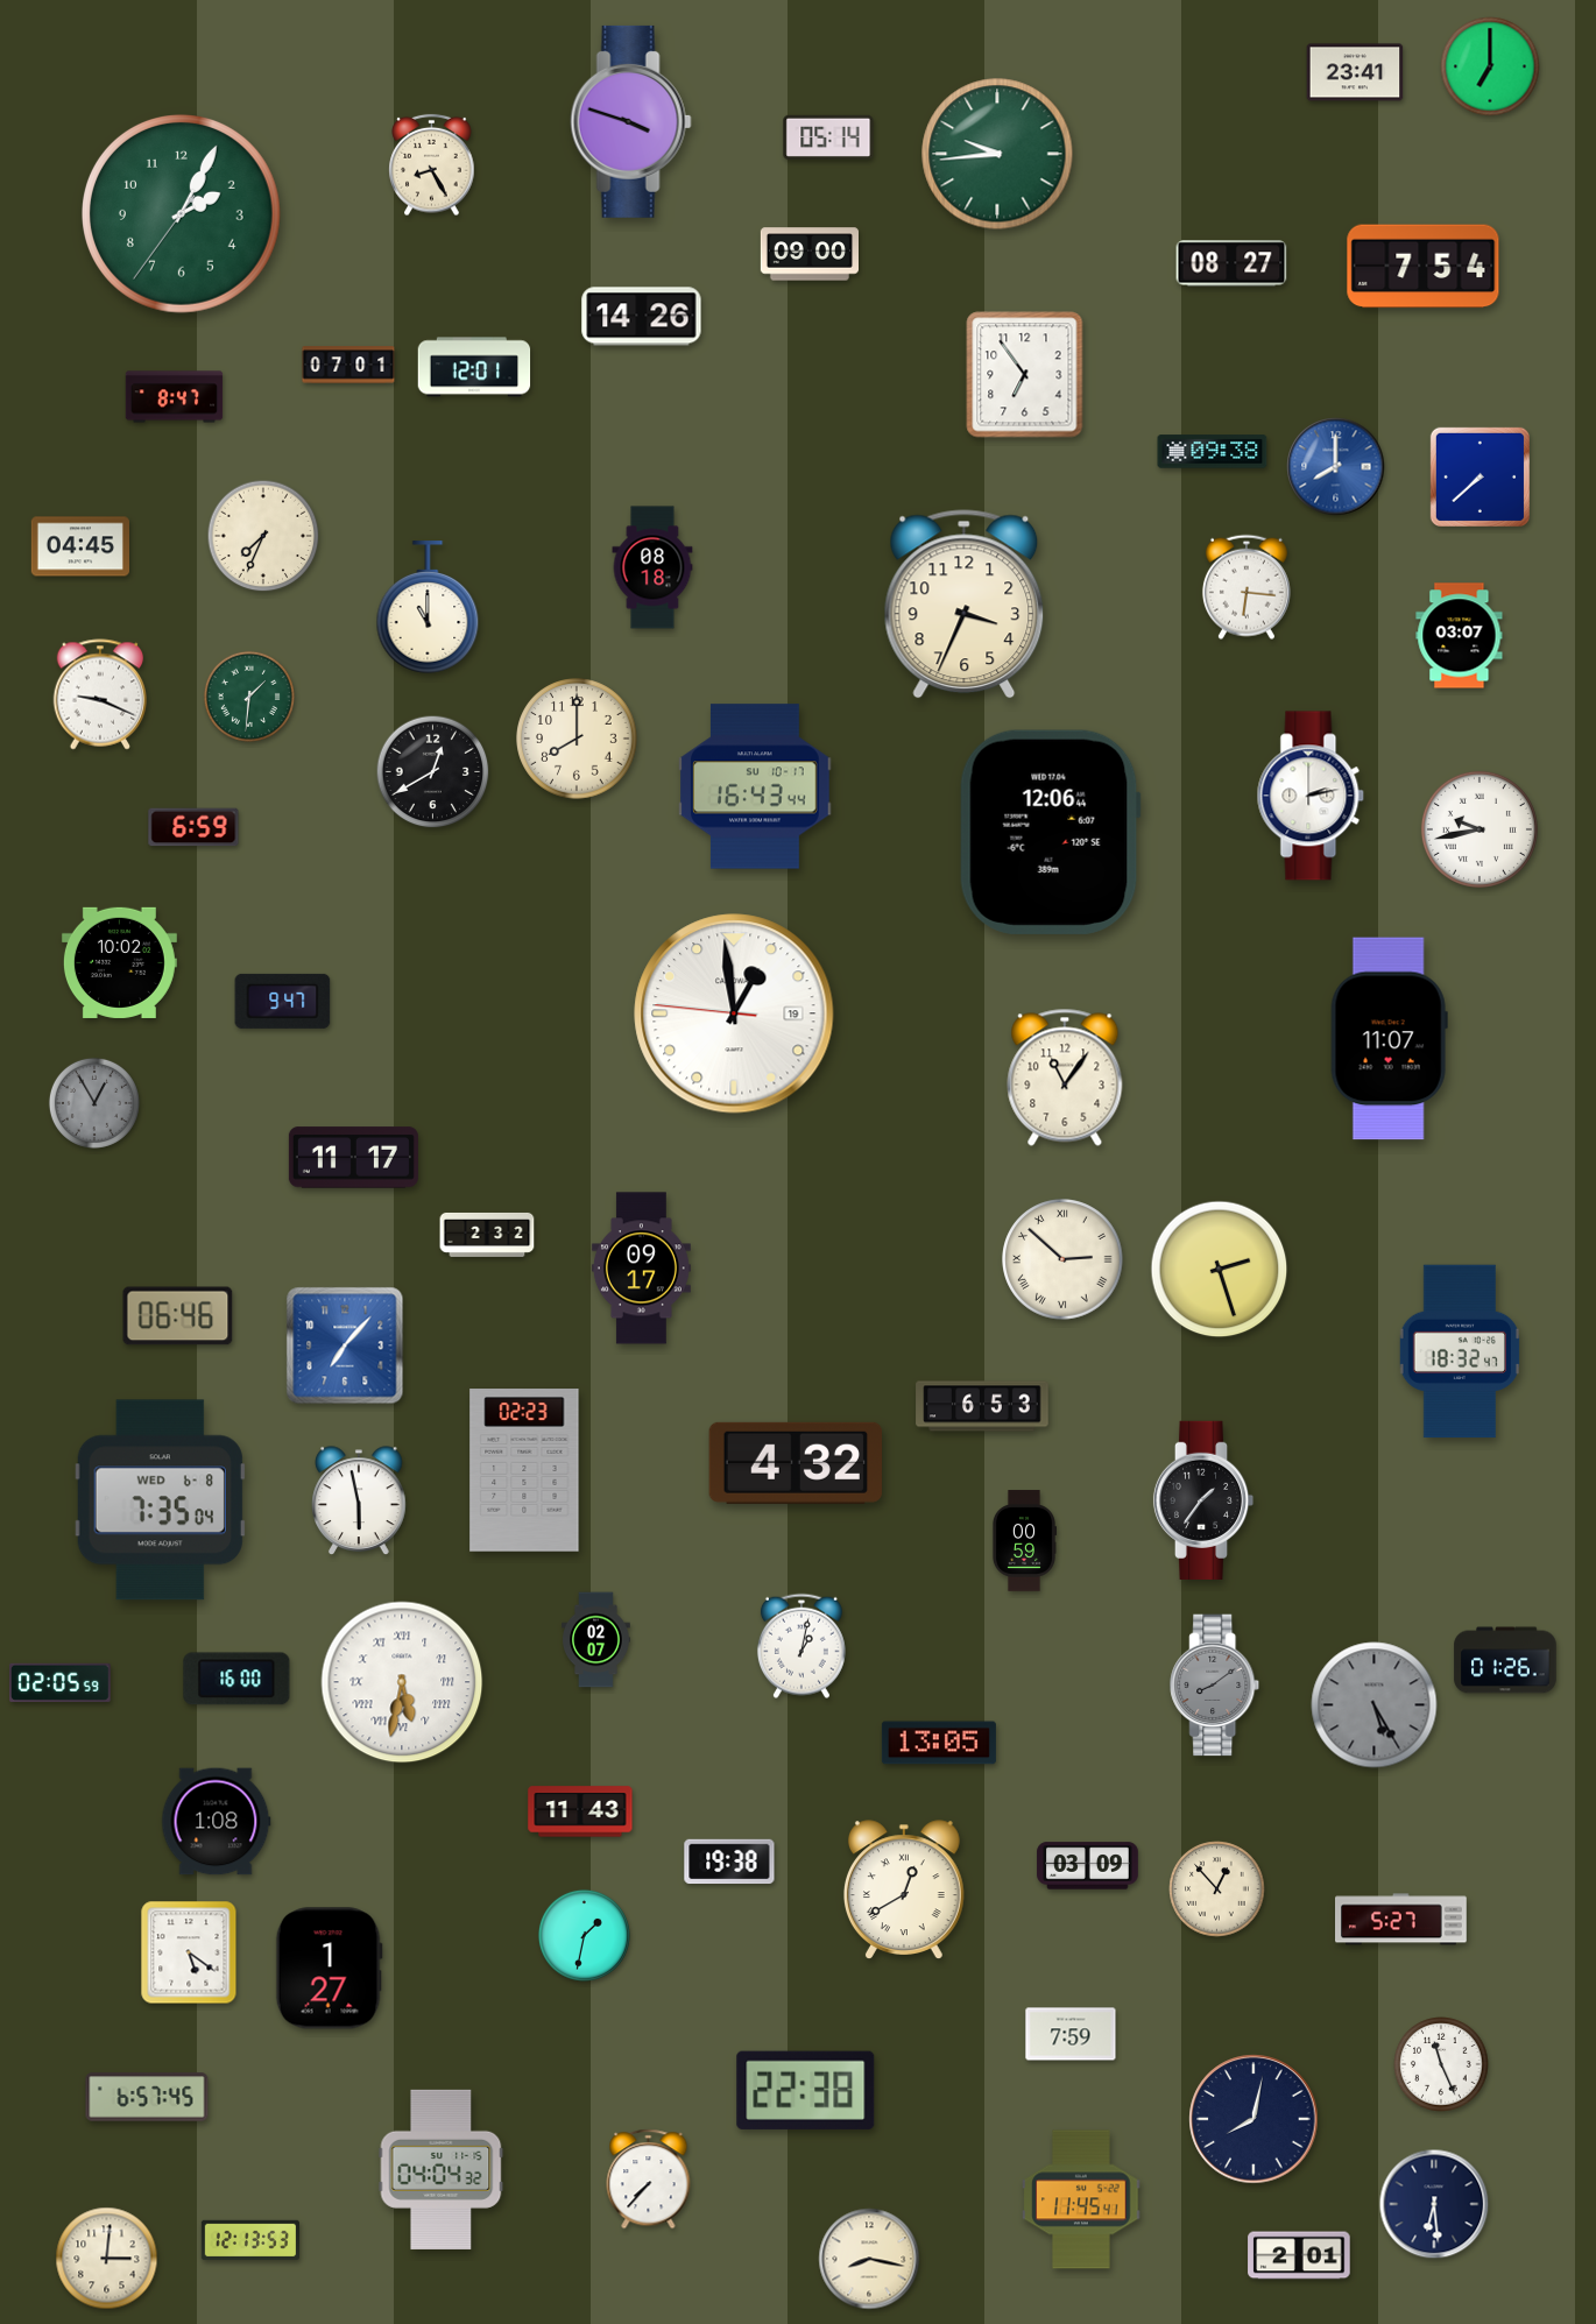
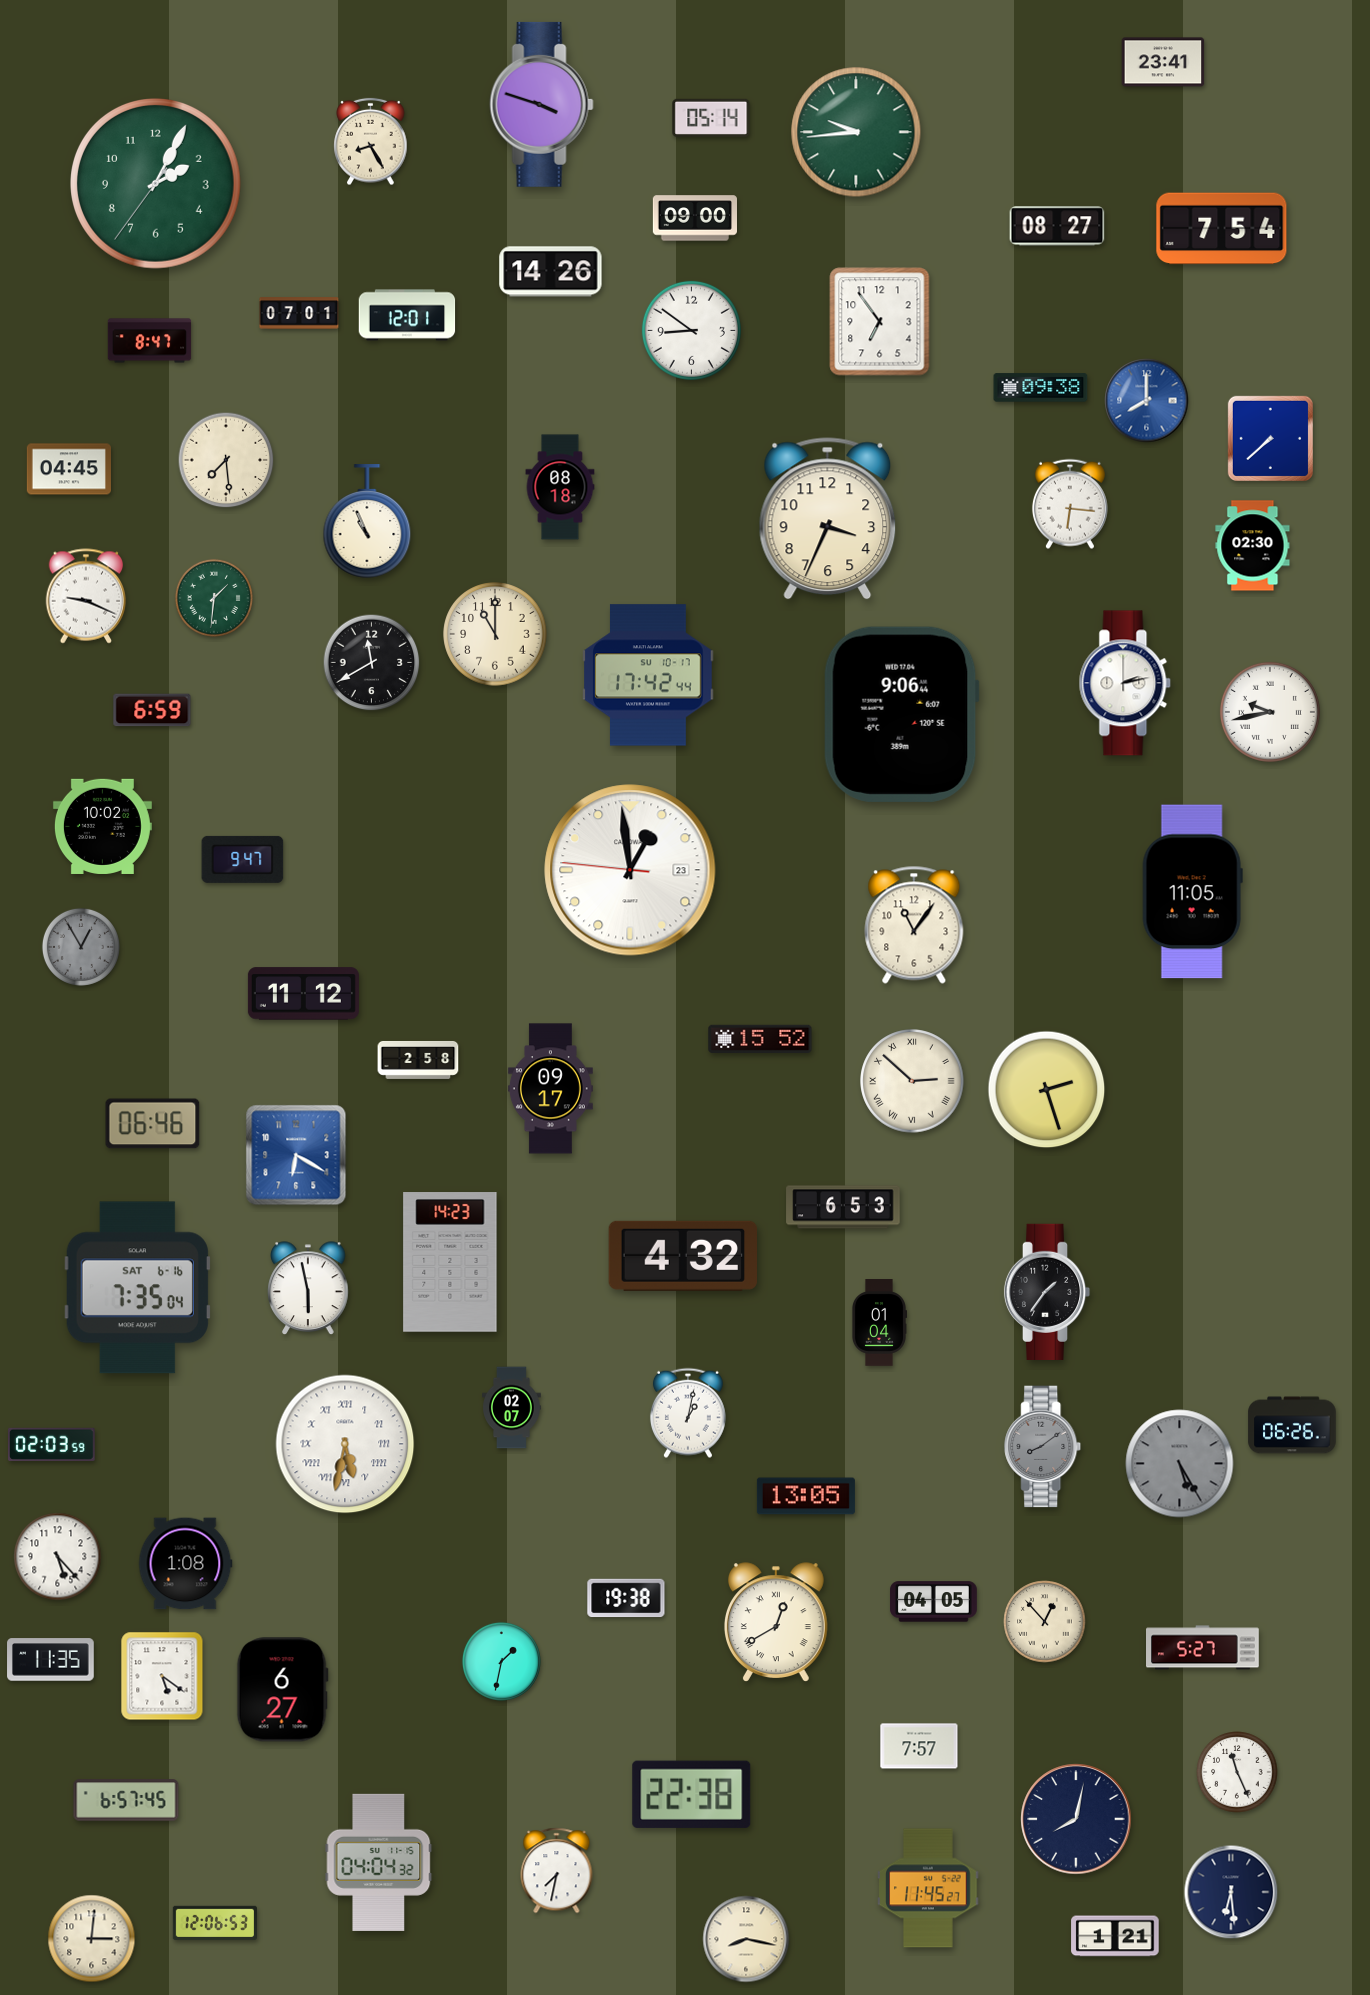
clock at (1490, 66): 7:00 -> none
clock at (691, 330): none -> 8:51
clock at (1480, 476) position: (1480, 476) -> (1270, 438)
clock at (263, 536): 7:34 -> 7:29
clock at (428, 607): 11:00 -> 10:56
clock at (1460, 636): 03:07 -> 02:30
clock at (577, 739): 8:00 -> 11:00
clock at (433, 772): 12:40 -> 11:40
clock at (755, 786): 16:43 -> 17:42
clock at (193, 827) position: (193, 827) -> (152, 710)
clock at (1050, 832): 12:06 -> 9:06
clock at (734, 1013) date: 19 -> 23
clock at (1389, 1039): 11:07 -> 11:05
clock at (353, 1158): 11:17 -> 11:12
clock at (760, 1038): none -> 15:52
clock at (487, 1235): 2:32 -> 2:58
clock at (178, 1316) position: (178, 1316) -> (153, 1124)
clock at (345, 1345): 7:07 -> 6:20
clock at (1459, 1351): 18:32 -> none
clock at (524, 1470): 02:23 -> 14:23
clock at (160, 1500) date: WED 6-8 -> SAT 6-16
clock at (1203, 1500) position: (1203, 1500) -> (1047, 1292)
clock at (1023, 1541): 00:59 -> 01:04
clock at (1505, 1660): 01:26 -> 06:26
clock at (236, 1679): 16:00 -> none
clock at (61, 1682): 02:05 -> 02:03
clock at (580, 1811): 11:43 -> none
clock at (58, 1557): none -> 5:23
clock at (1088, 1866): 03:09 -> 04:05
clock at (51, 1660): none -> 11:35
clock at (329, 1969): 1:27 -> 6:27
clock at (1071, 2034): 7:59 -> 7:57
clock at (649, 2180): 7:37 -> 7:32
clock at (1081, 2199): 11:45:41 -> 11:45:27
clock at (249, 2240): 12:13 -> 12:06
clock at (1299, 2255): 2:01 -> 1:21
